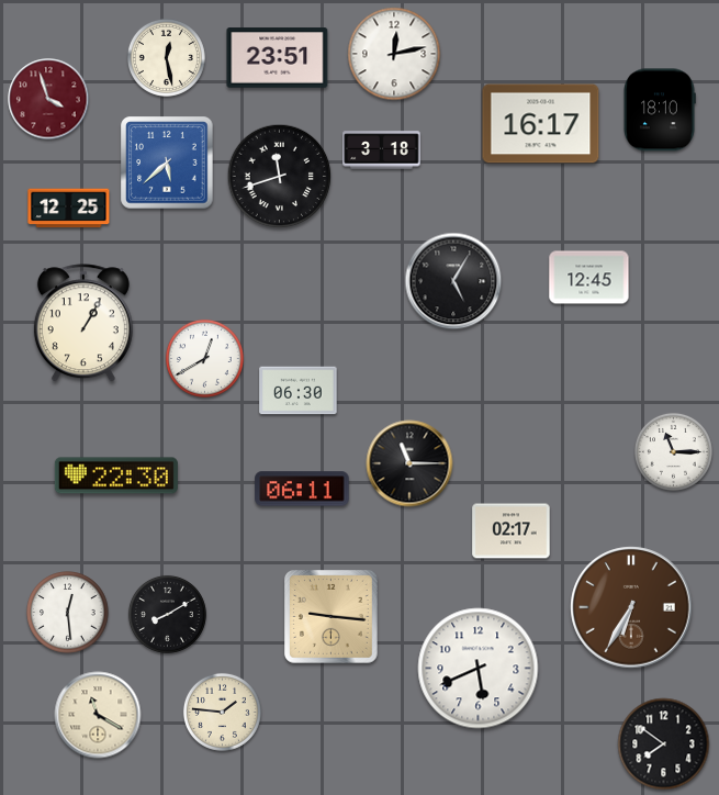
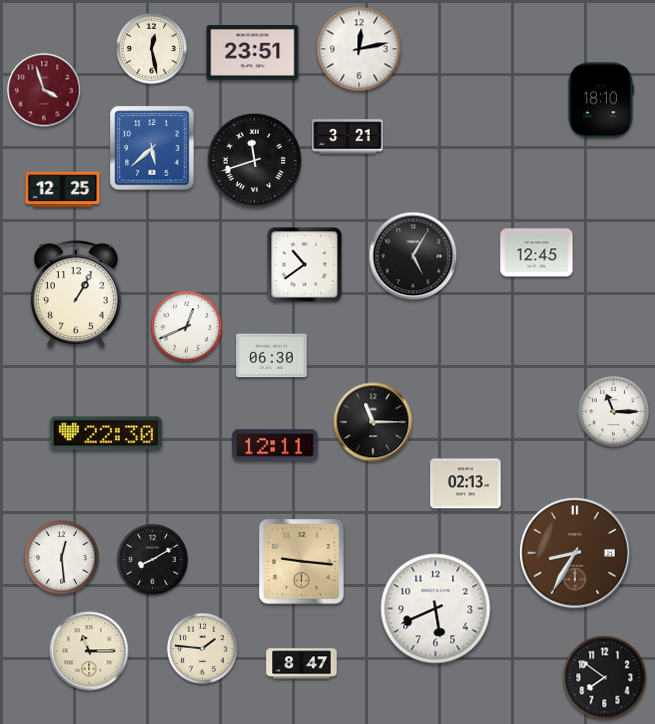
clock at (166, 57) position: (166, 57) -> (151, 48)
clock at (541, 124): 16:17 -> none
clock at (382, 150): 3:18 -> 3:21
clock at (305, 265): none -> 10:39
clock at (204, 358): 12:40 -> 12:41
clock at (302, 489): 06:11 -> 12:11
clock at (512, 531): 02:17 -> 02:13
clock at (631, 607): 6:35 -> 8:35
clock at (98, 715): 11:20 -> 11:15
clock at (302, 664): none -> 8:47
